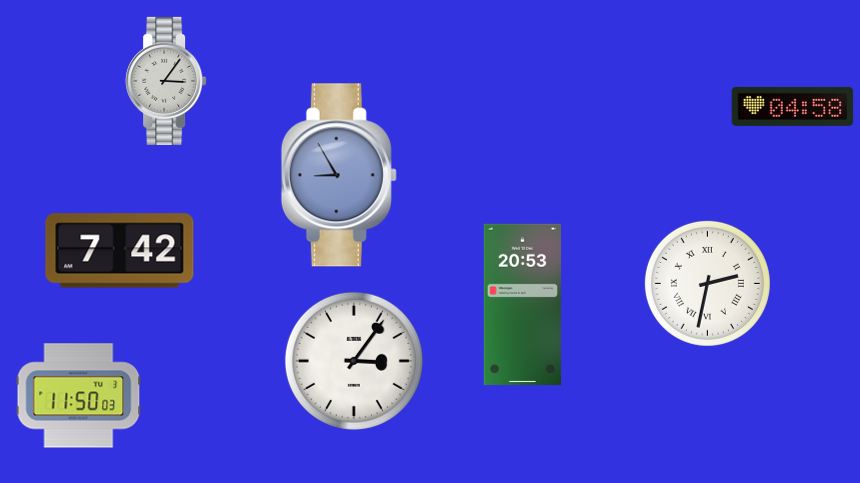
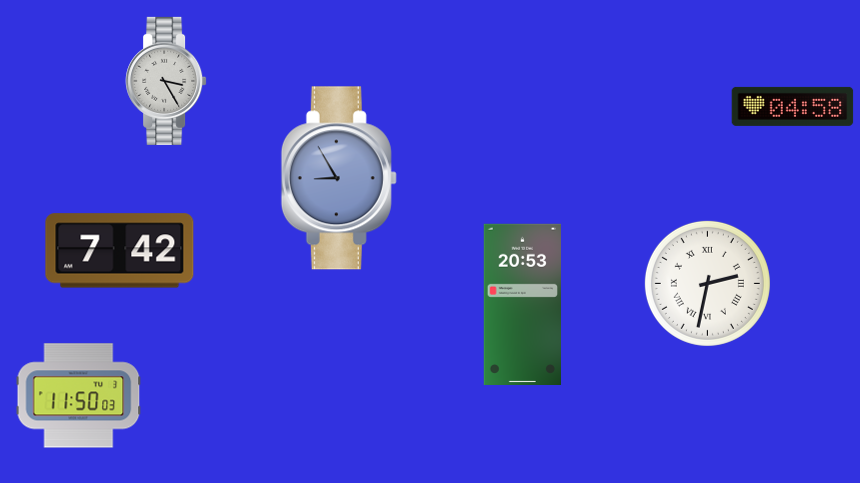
clock at (166, 81): 3:06 -> 3:25
clock at (339, 175) position: (339, 175) -> (339, 178)
clock at (354, 361): 3:06 -> none
